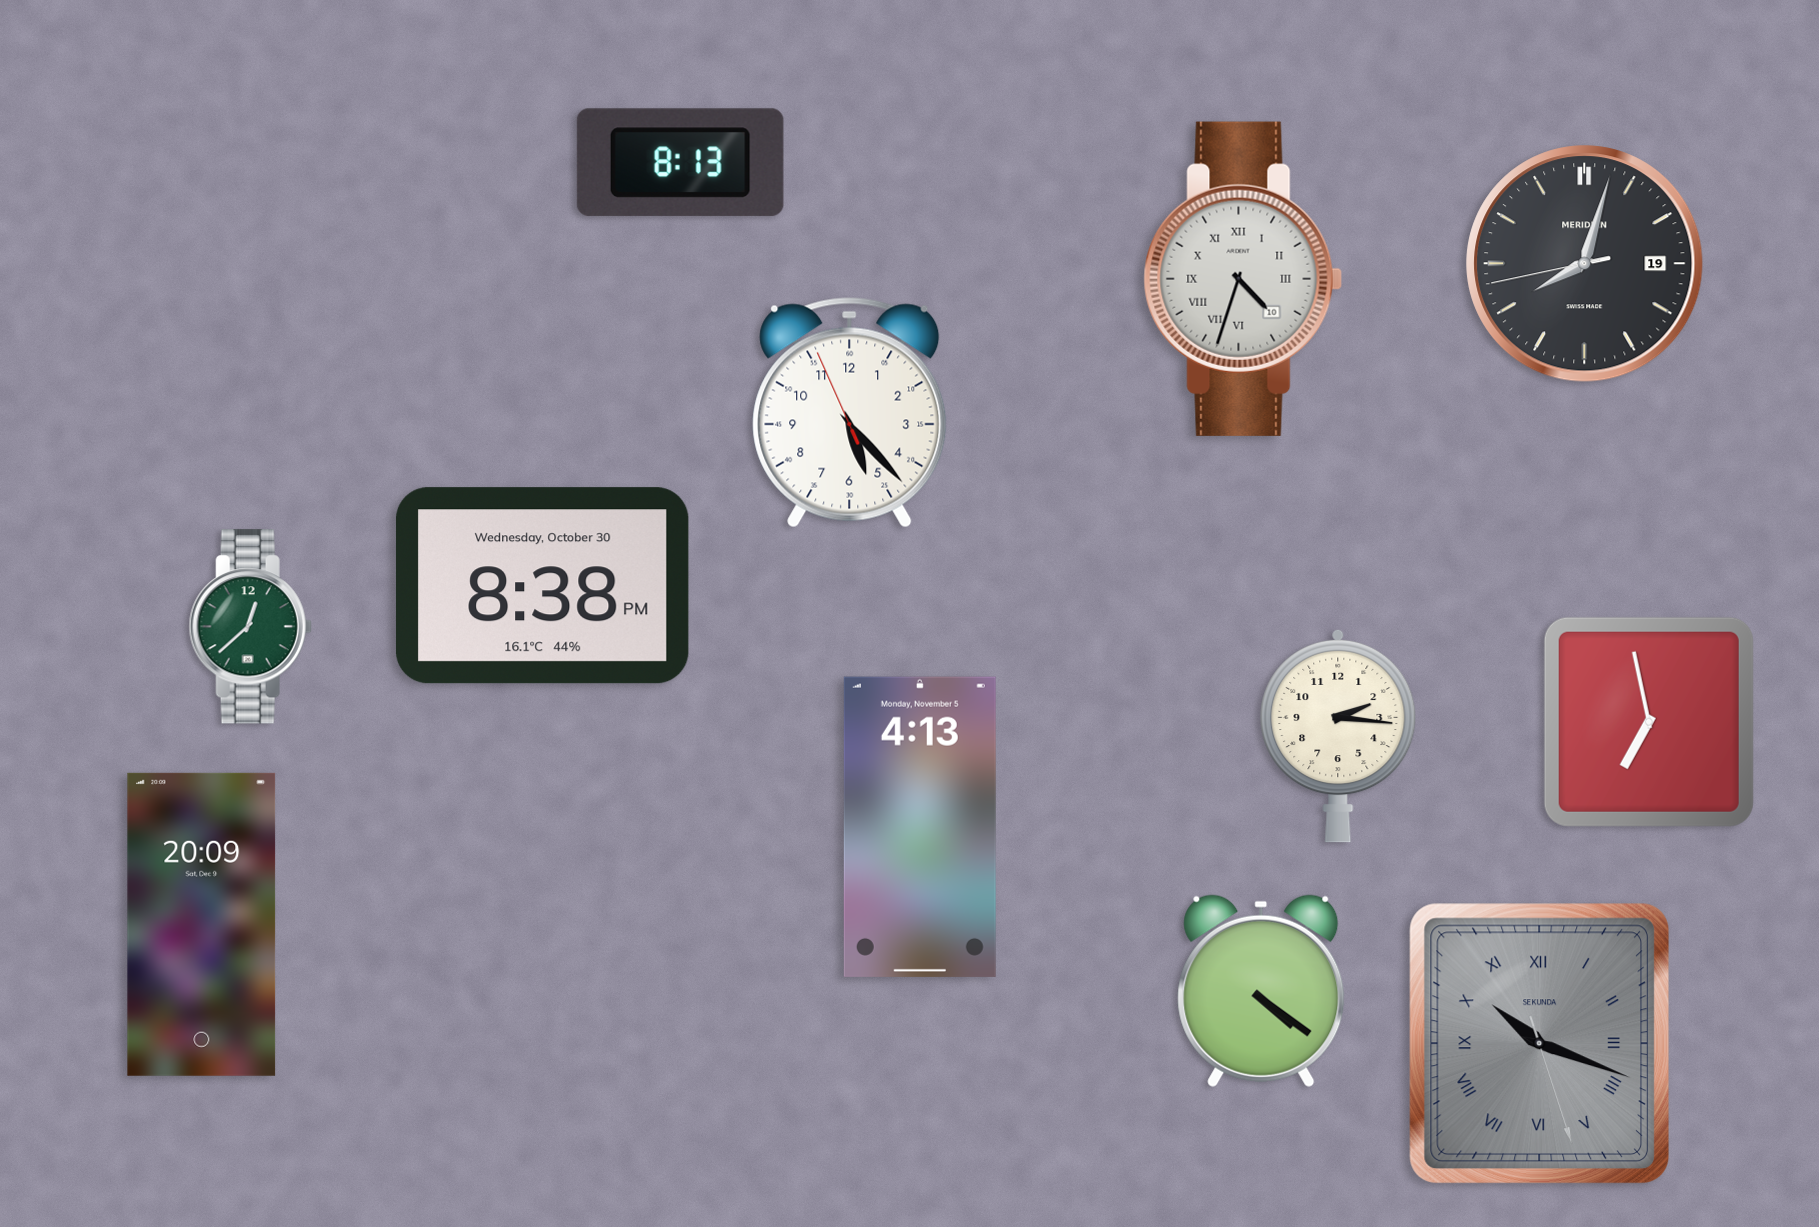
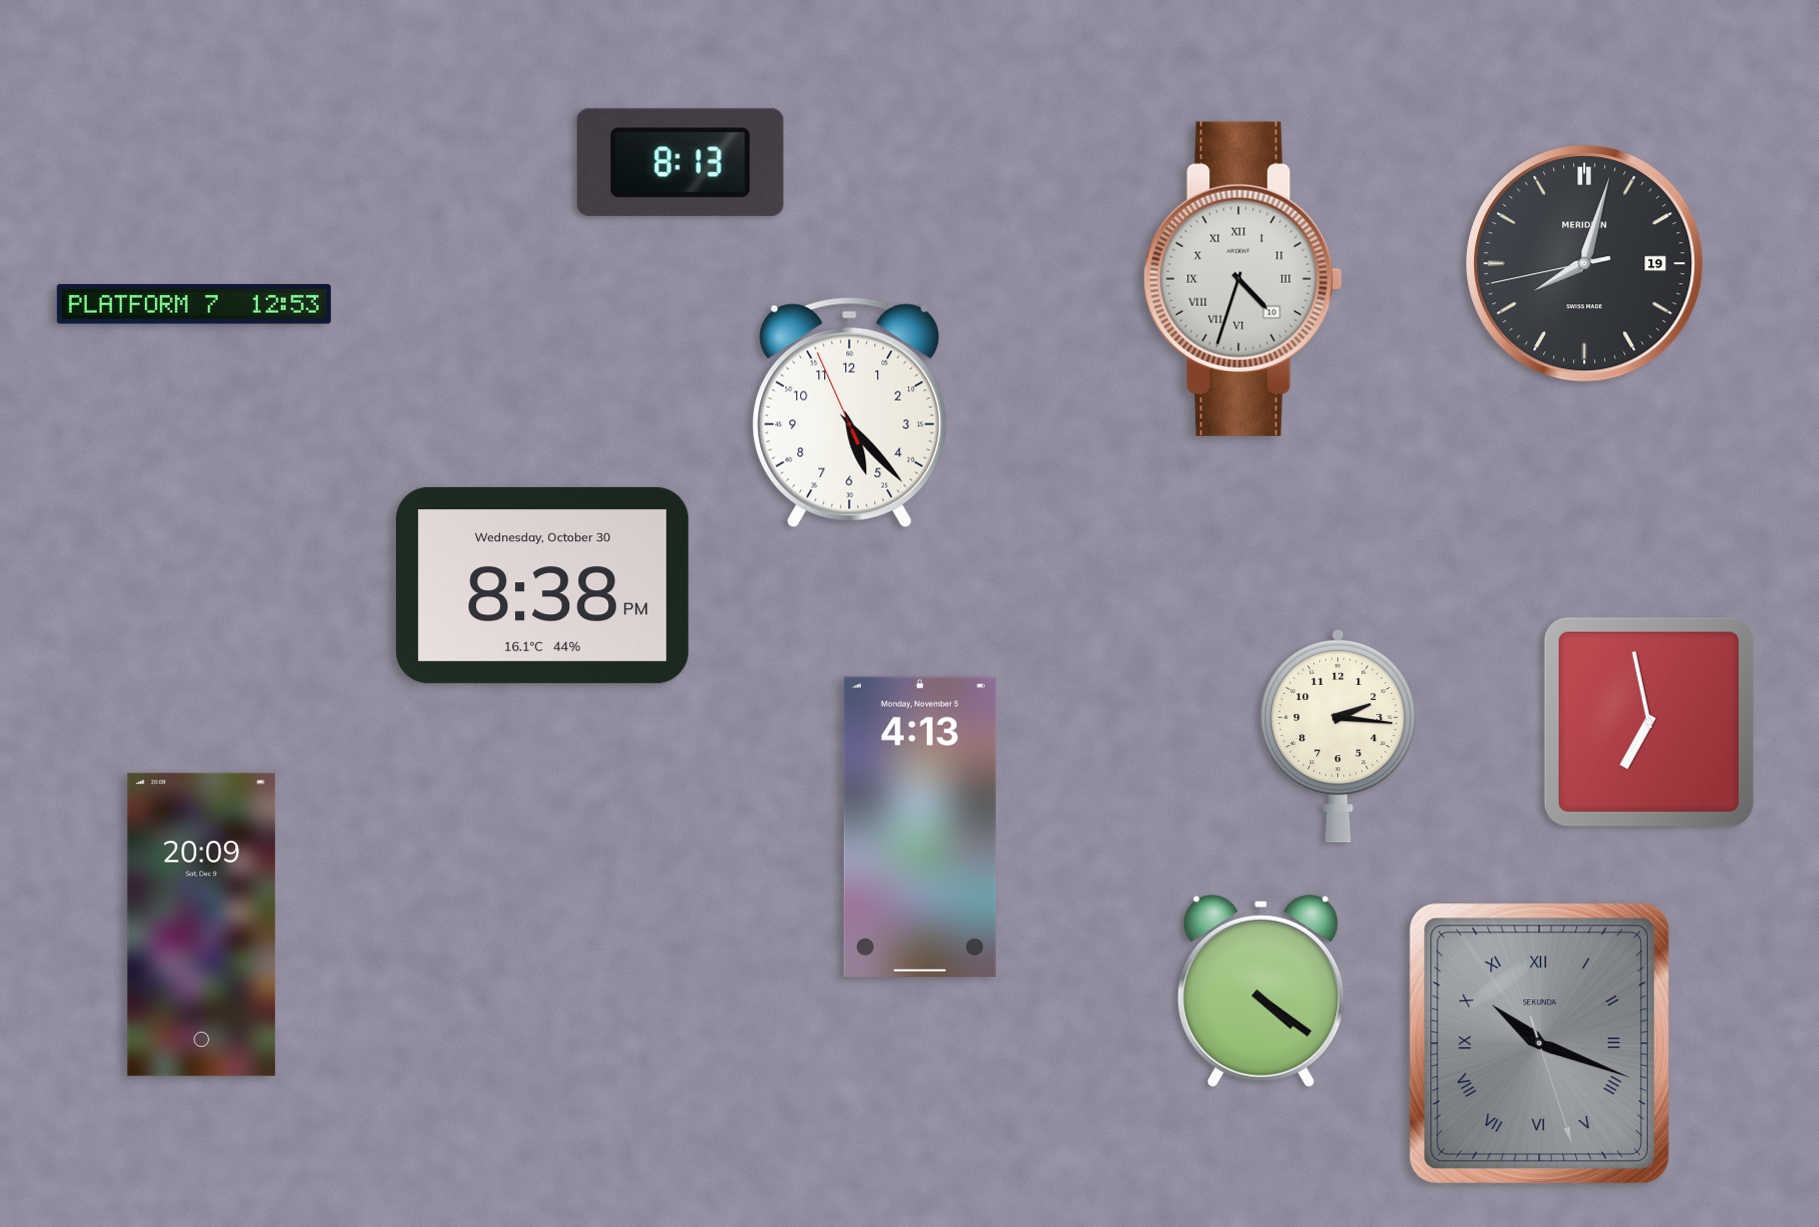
clock at (194, 304): none -> 12:53
clock at (250, 627): 12:38 -> none
